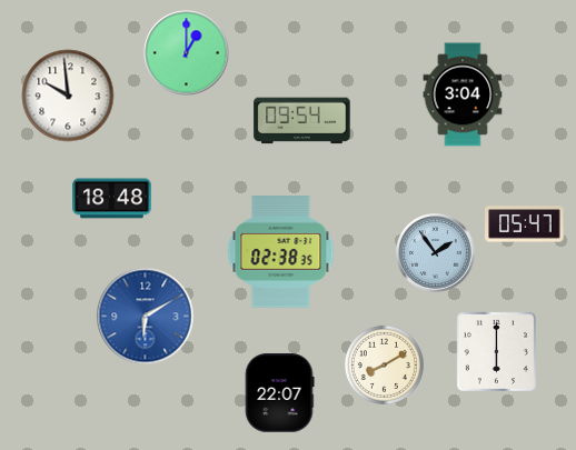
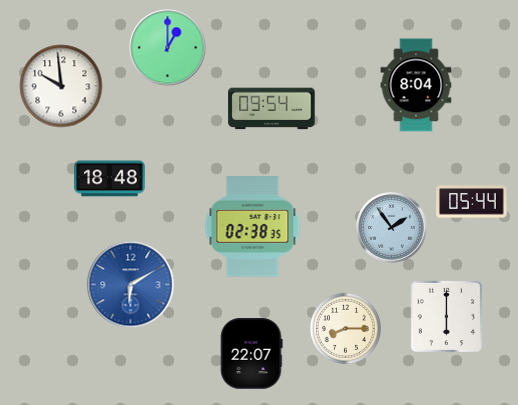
clock at (463, 94): 3:04 -> 8:04
clock at (112, 199) position: (112, 199) -> (110, 179)
clock at (525, 224): 05:47 -> 05:44
clock at (384, 364): 8:10 -> 8:15
